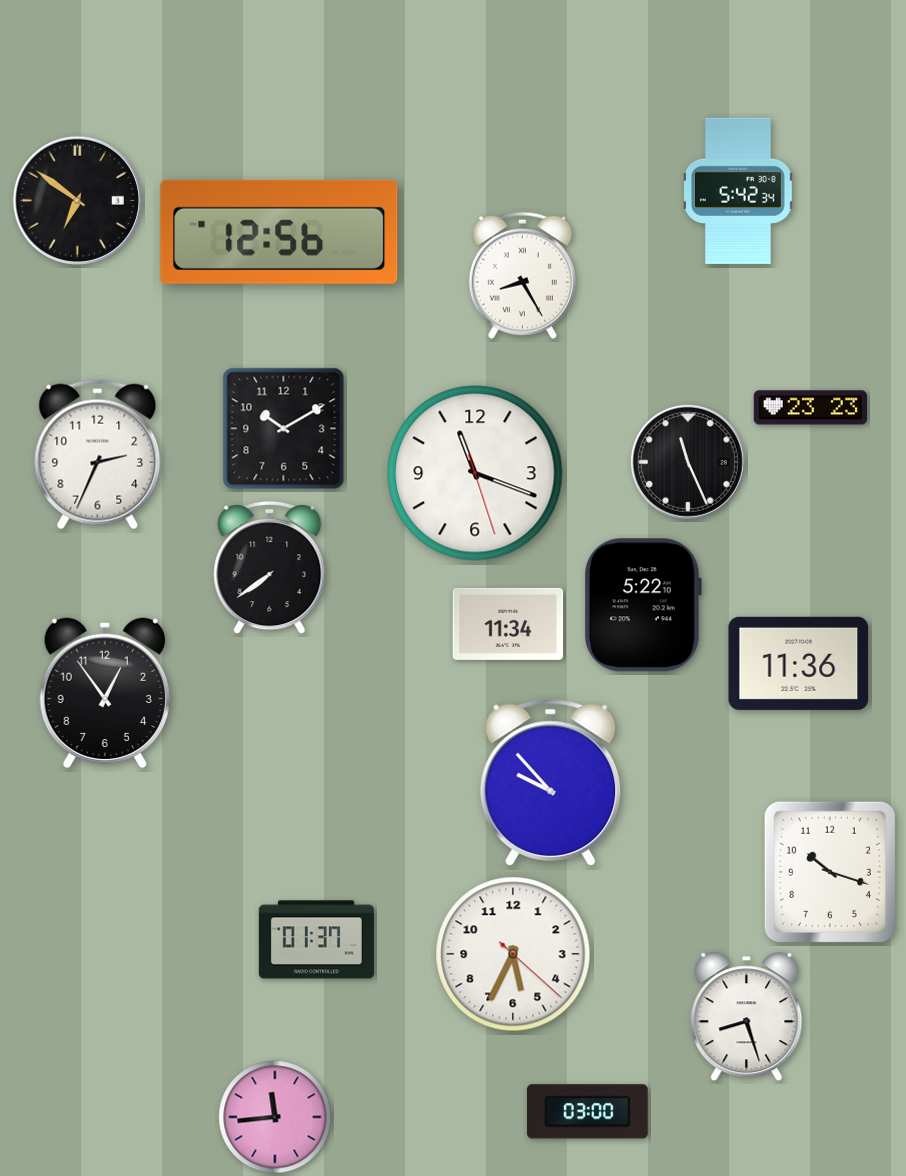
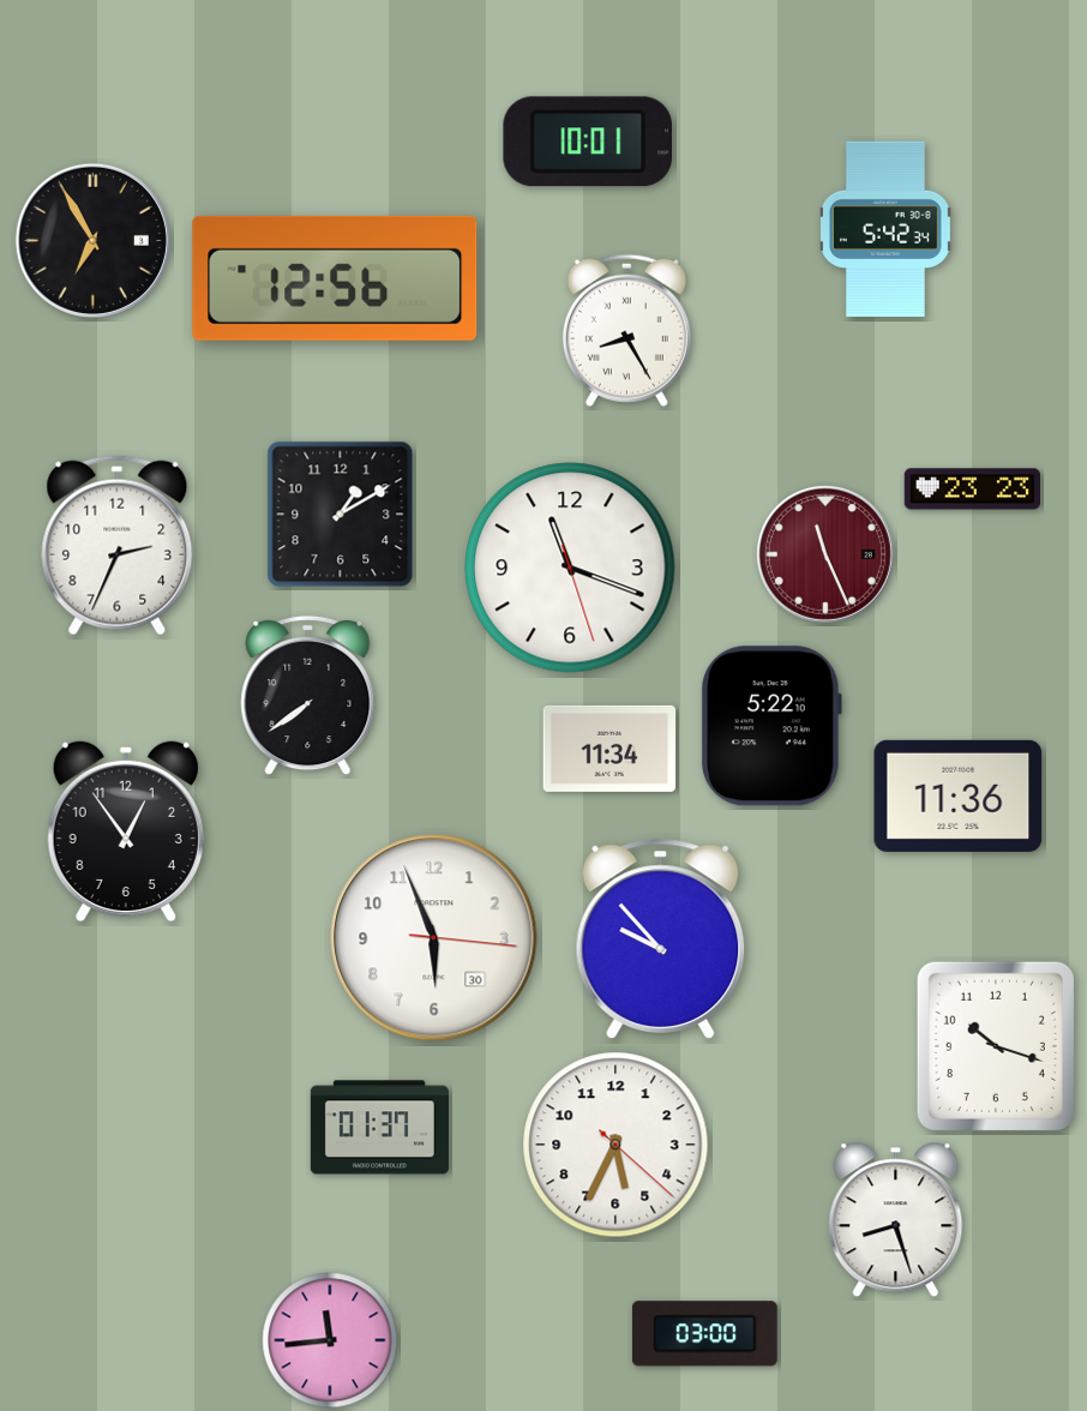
clock at (588, 142): none -> 10:01
clock at (77, 200): 6:51 -> 6:55
clock at (284, 429): 10:10 -> 1:10
clock at (688, 462) dial: black -> burgundy
clock at (270, 568) position: (270, 568) -> (308, 696)
clock at (434, 938): none -> 5:56
